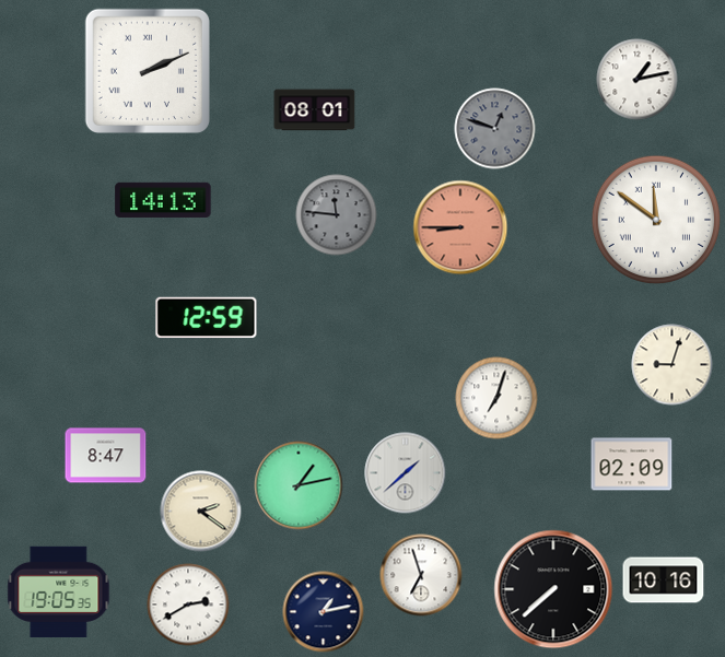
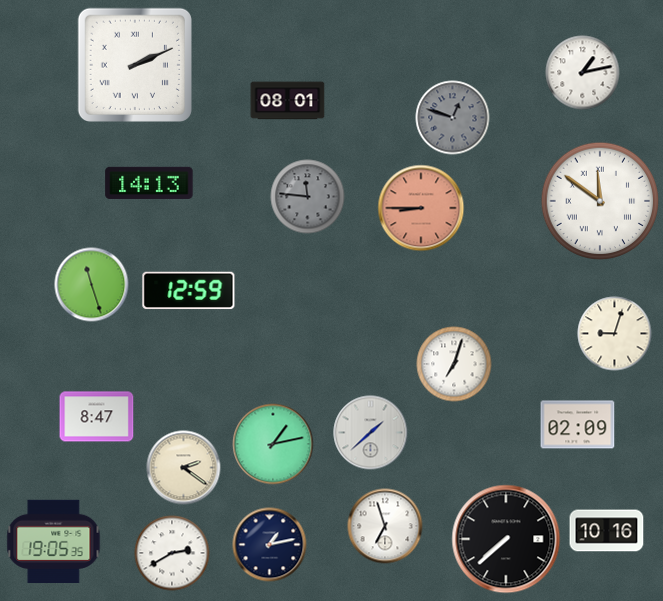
clock at (92, 285): none -> 11:27
clock at (324, 612) position: (324, 612) -> (270, 545)
